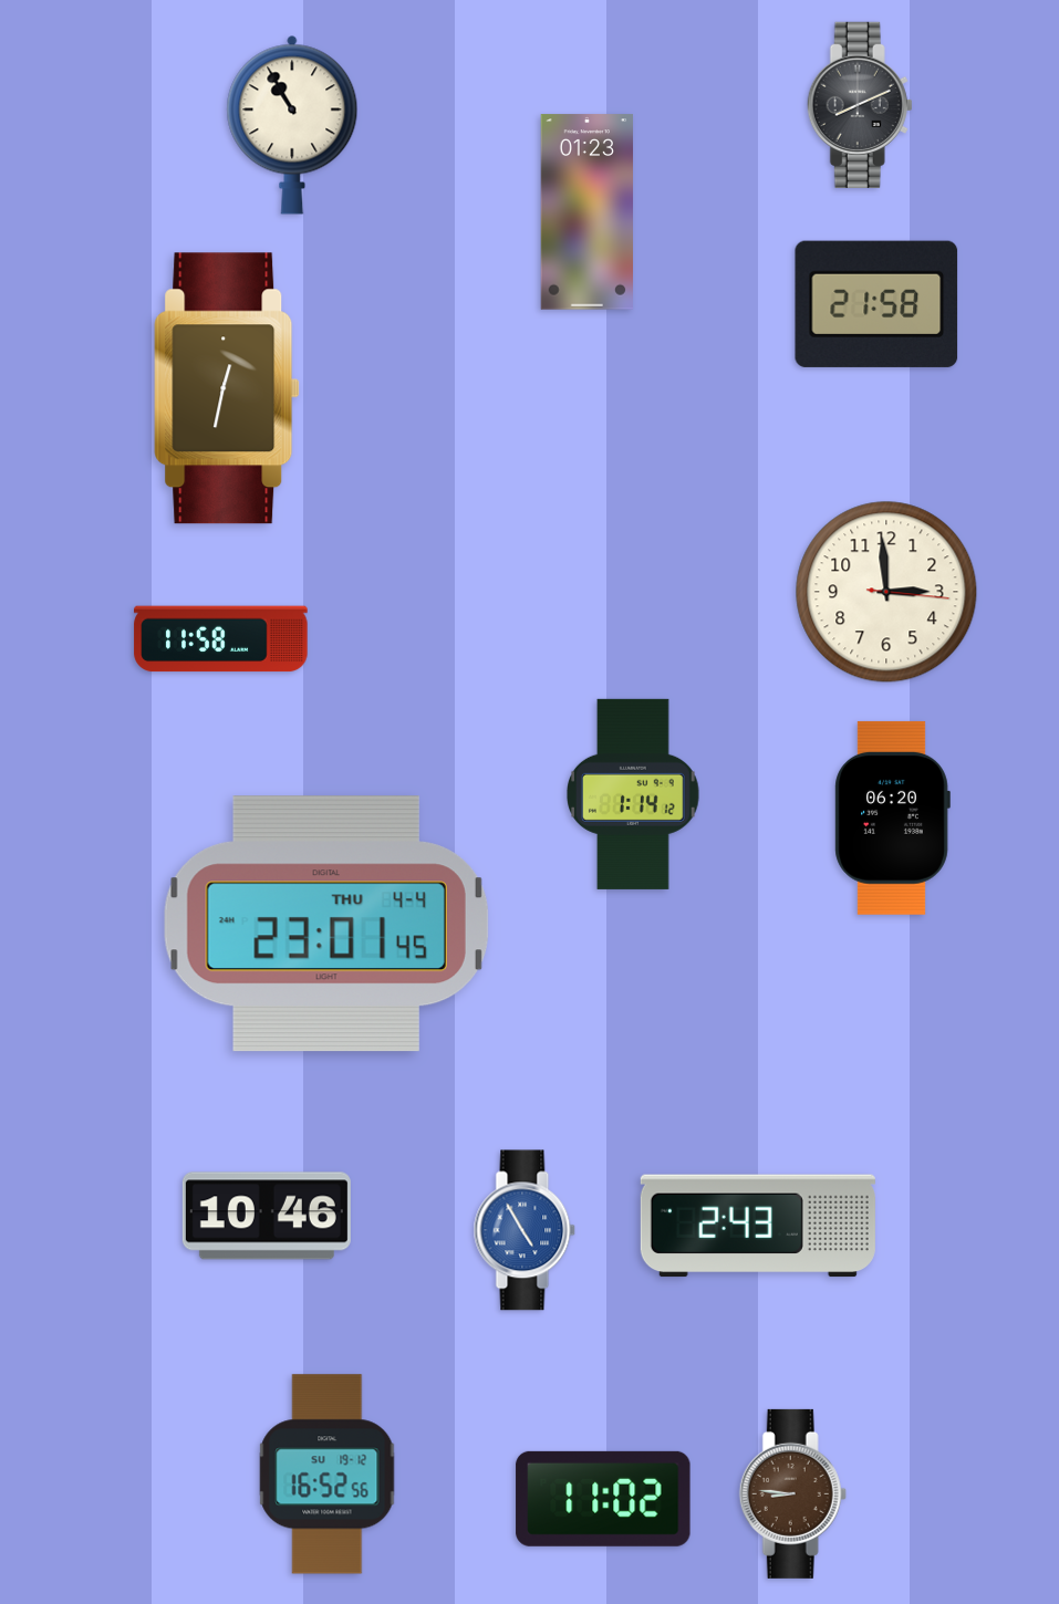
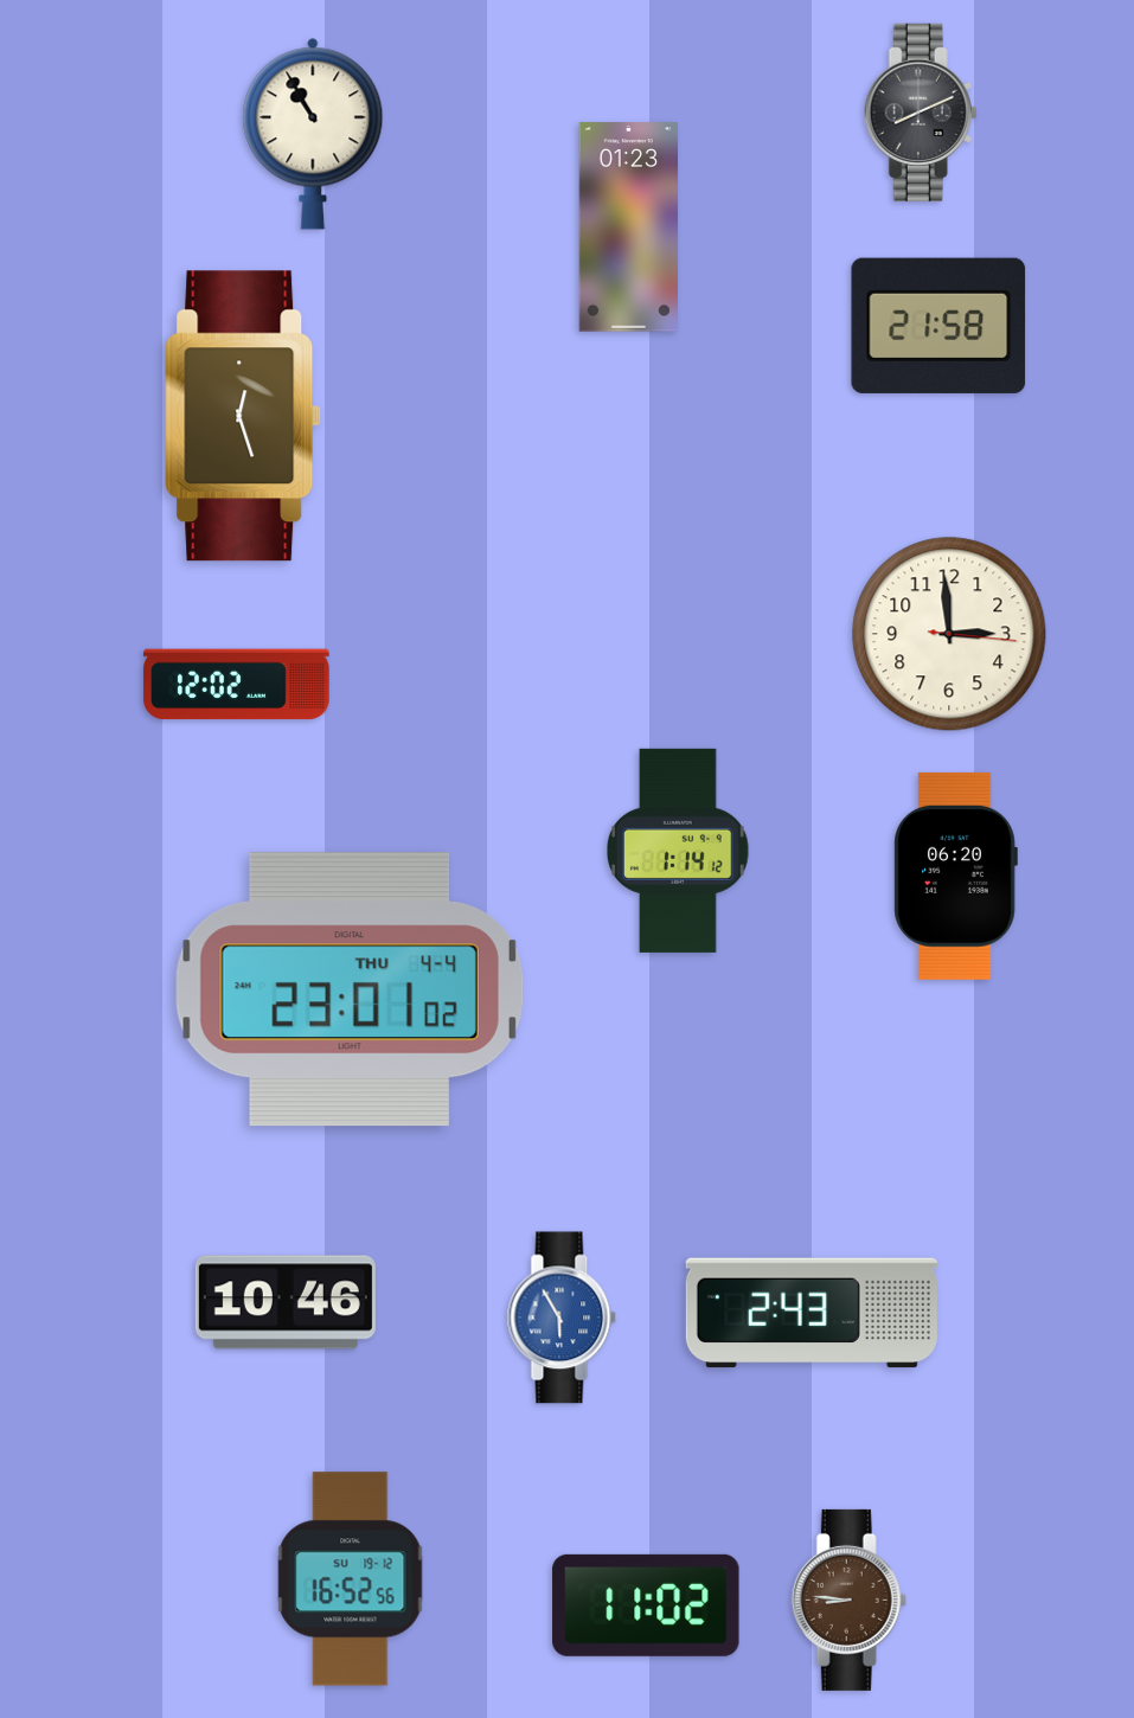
clock at (227, 388): 12:32 -> 12:27
clock at (221, 639): 11:58 -> 12:02
clock at (326, 924): 23:01:45 -> 23:01:02
clock at (525, 1230): 4:55 -> 5:55
